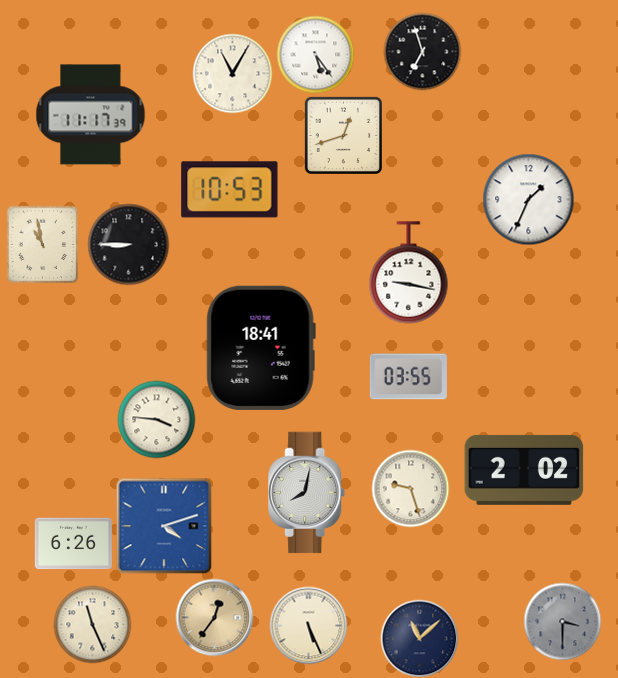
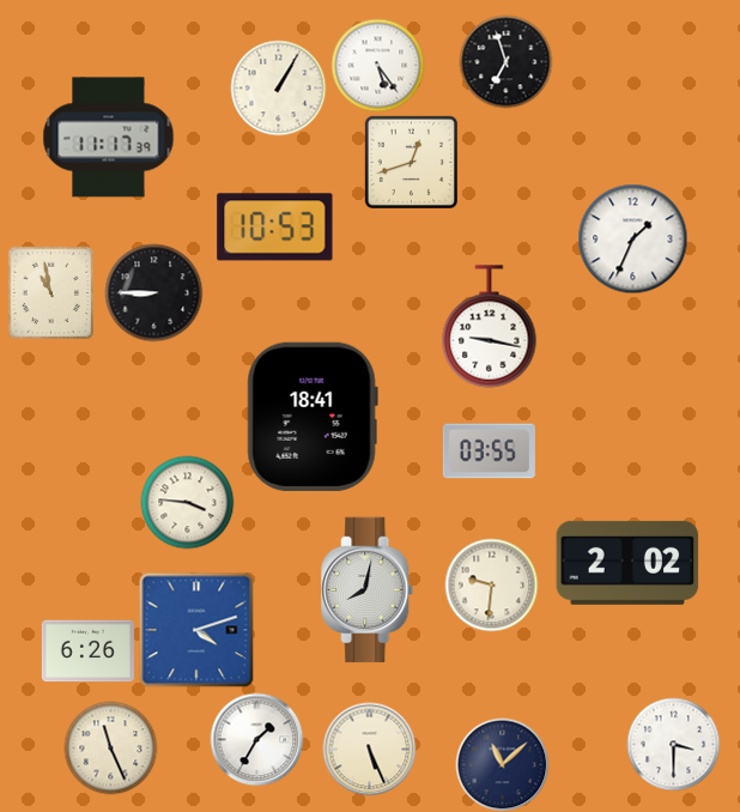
clock at (232, 73): 11:05 -> 1:05
clock at (410, 488): 9:27 -> 9:31
clock at (214, 617): 12:36 -> 1:35
clock at (214, 617) dial: champagne -> white
clock at (562, 621) dial: grey -> white
